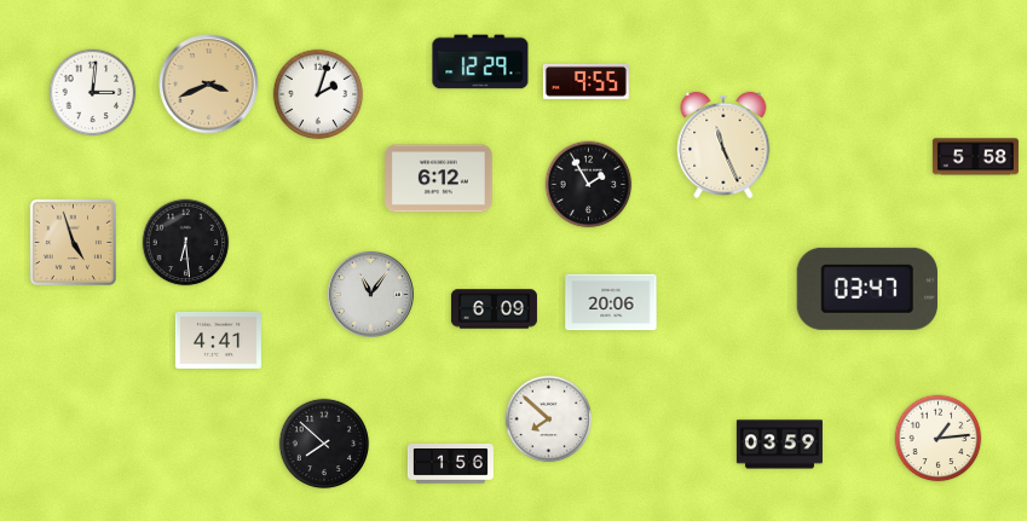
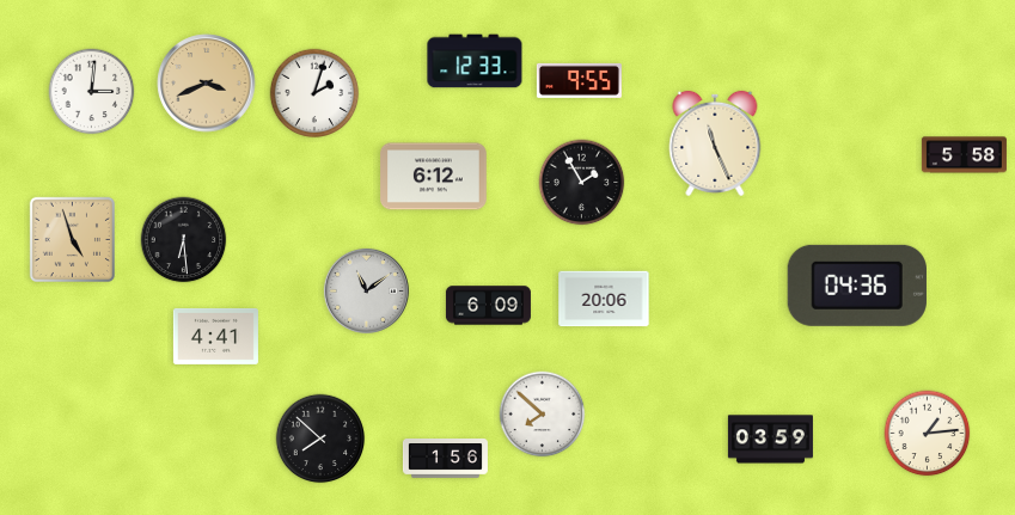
clock at (480, 62): 12:29 -> 12:33
clock at (867, 289): 03:47 -> 04:36
clock at (370, 294): 11:06 -> 11:09
